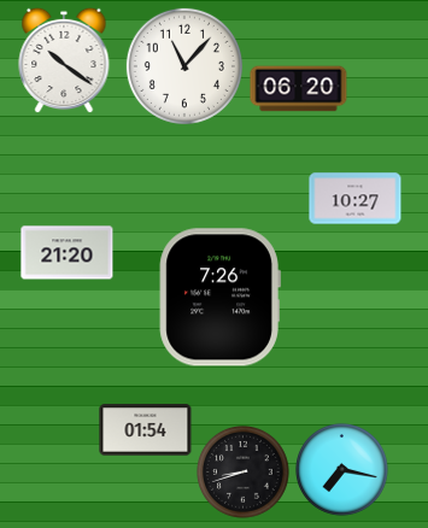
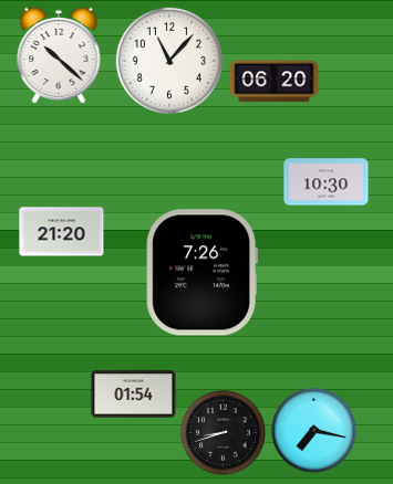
clock at (64, 60): 10:21 -> 10:22
clock at (356, 199): 10:27 -> 10:30
